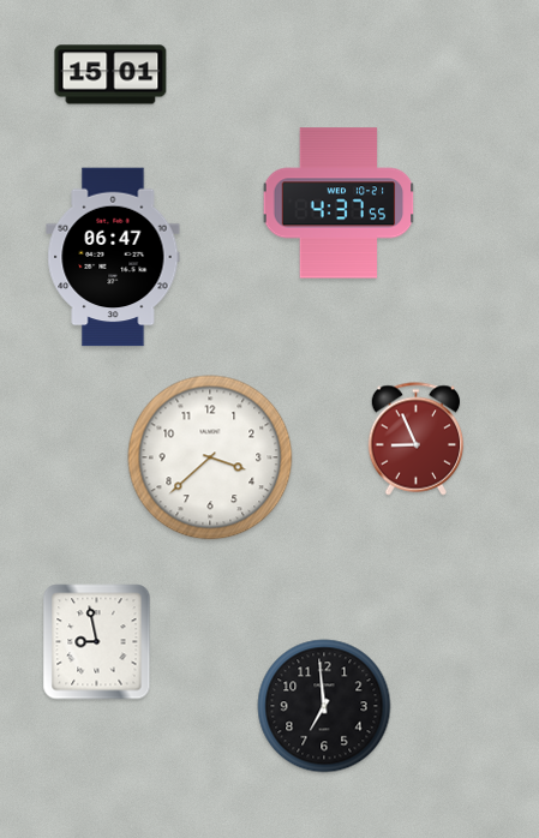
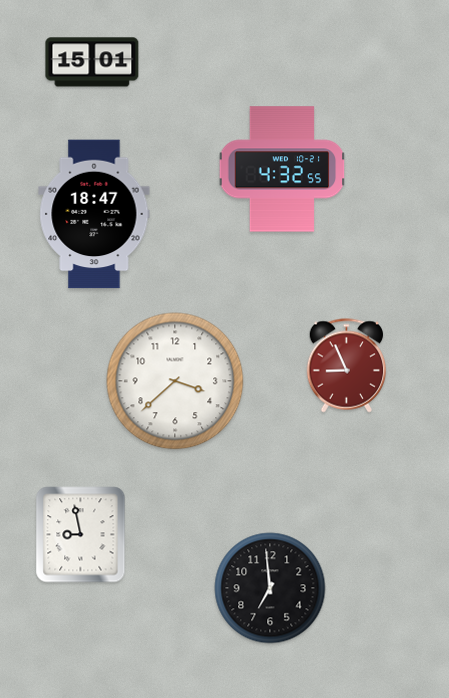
clock at (339, 203): 4:37 -> 4:32
clock at (113, 257): 06:47 -> 18:47
